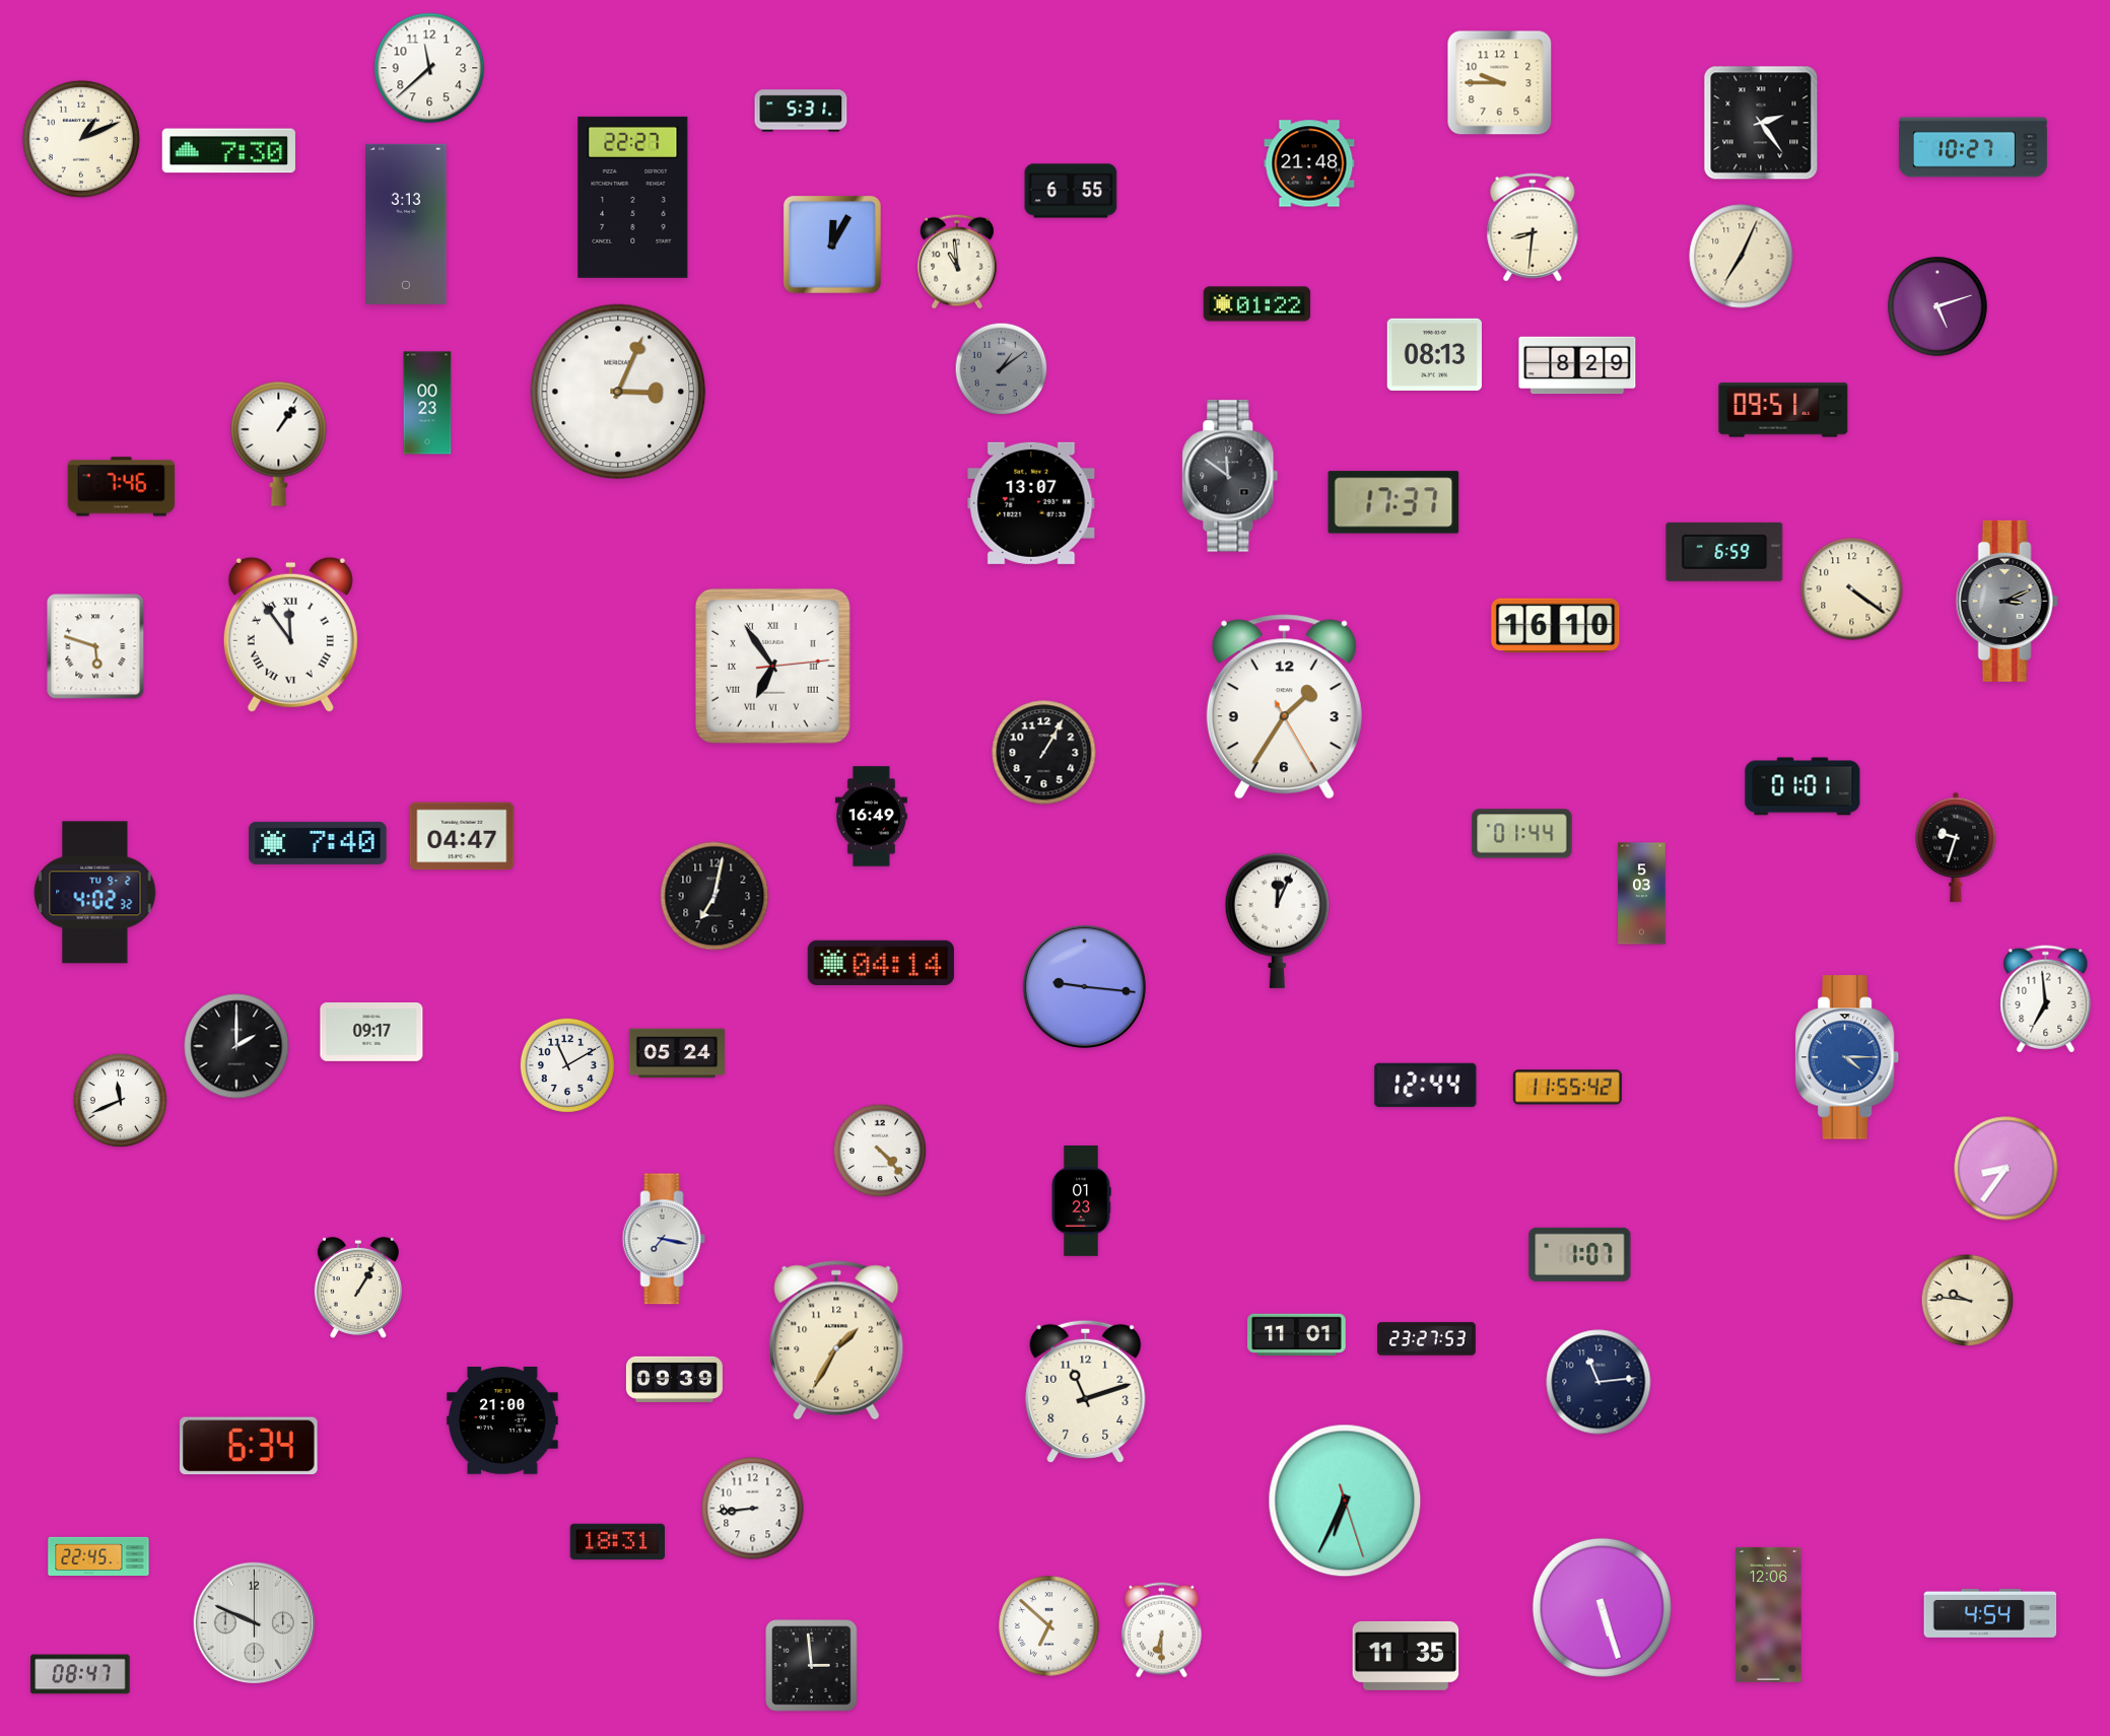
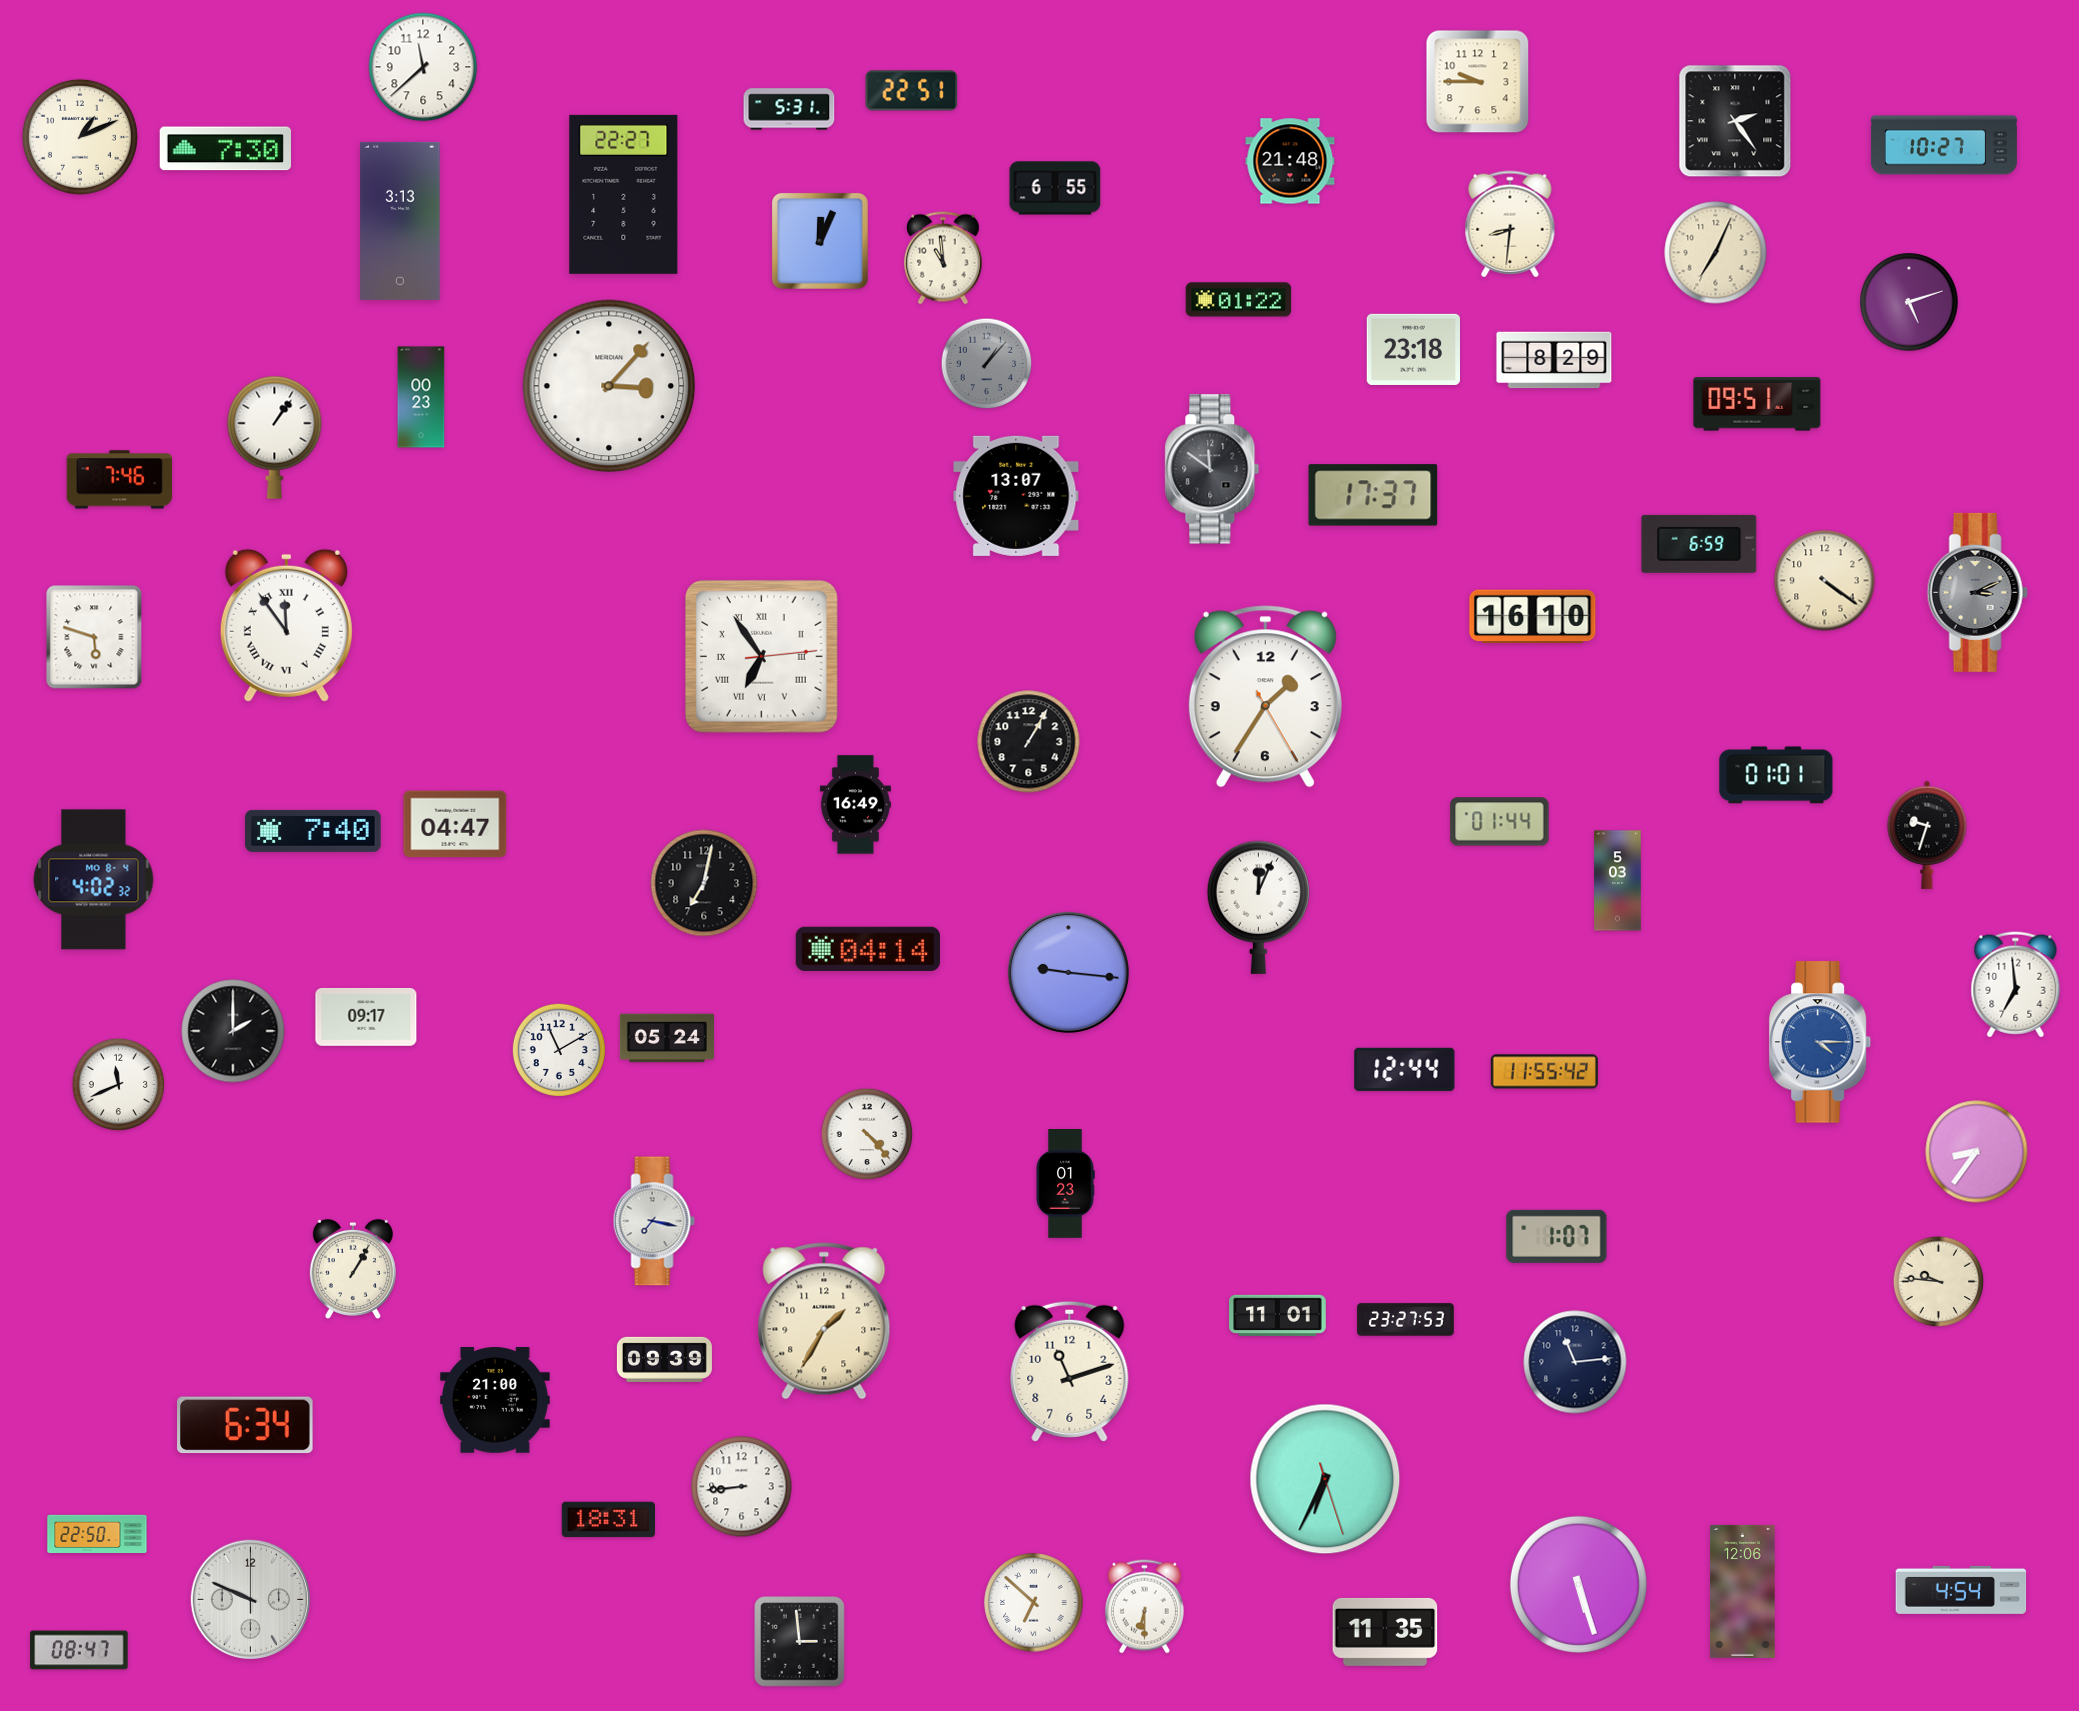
clock at (912, 91): none -> 22:51
clock at (832, 245): 12:05 -> 12:04
clock at (1435, 354): 08:13 -> 23:18
clock at (1002, 369): 1:09 -> 1:07
clock at (618, 392): 3:04 -> 3:07
clock at (871, 817) position: (871, 817) -> (855, 805)
clock at (95, 893) date: TU 9-2 -> MO 8-4
clock at (98, 1555): 22:45 -> 22:50
